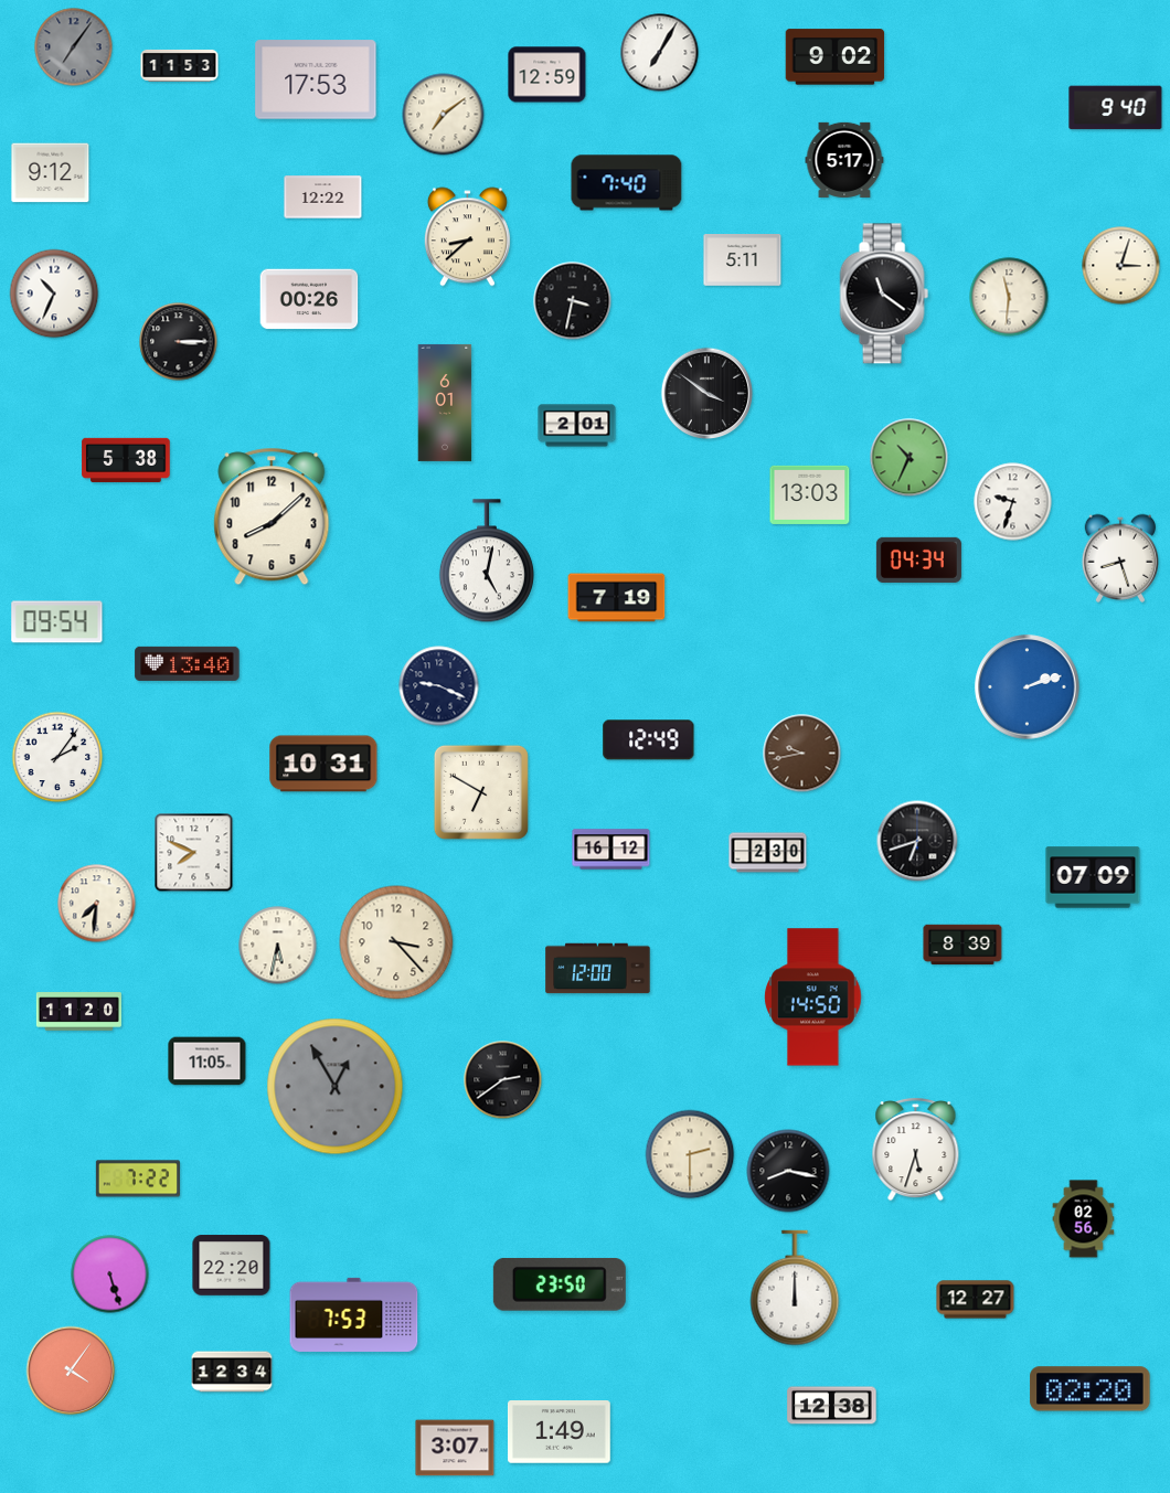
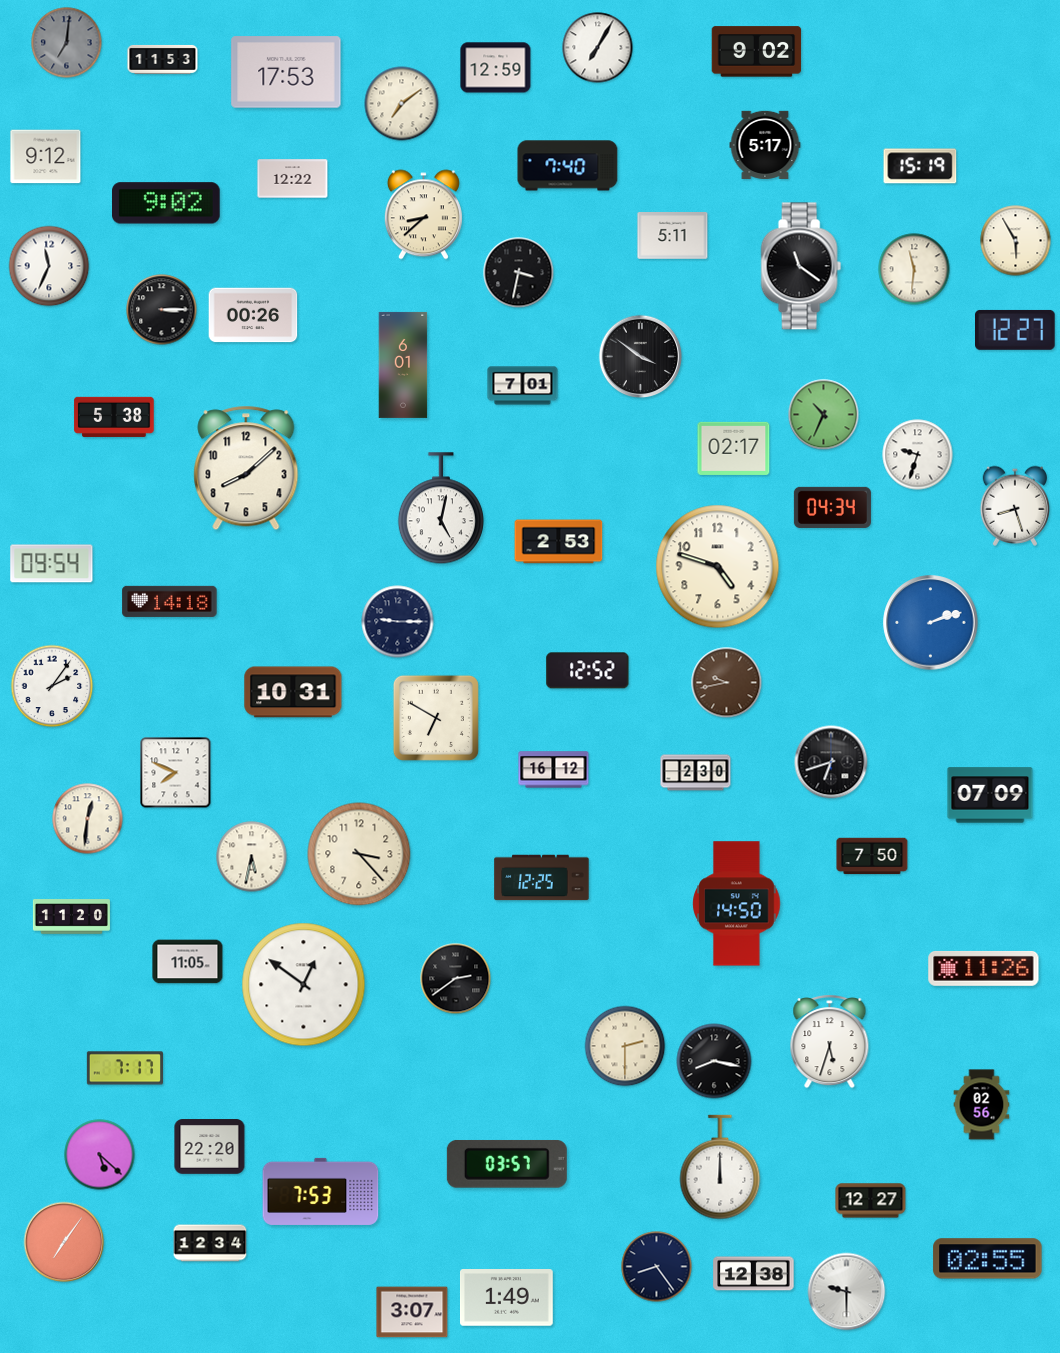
clock at (74, 47): 7:06 -> 7:01
clock at (1116, 108): 9:40 -> none
clock at (920, 166): none -> 15:19
clock at (167, 203): none -> 9:02
clock at (1121, 266): 3:03 -> 5:55
clock at (54, 294): 10:34 -> 11:34
clock at (309, 299) position: (309, 299) -> (253, 315)
clock at (1016, 330): none -> 12:27
clock at (577, 426): 2:01 -> 7:01
clock at (810, 494): 13:03 -> 02:17
clock at (617, 598): 7:19 -> 2:53
clock at (718, 567): none -> 4:48
clock at (188, 663): 13:40 -> 14:18
clock at (439, 686): 9:19 -> 9:15
clock at (649, 740): 12:49 -> 12:52
clock at (97, 904): 7:31 -> 12:31
clock at (962, 945): 8:39 -> 7:50
clock at (598, 969): 12:00 -> 12:25
clock at (984, 968): none -> 11:26
clock at (336, 1087): 12:55 -> 12:51
clock at (336, 1087) dial: grey -> white
clock at (137, 1179): 7:22 -> 7:17
clock at (110, 1275): 5:27 -> 5:22
clock at (560, 1284): 23:50 -> 03:57
clock at (976, 1300) position: (976, 1300) -> (871, 1201)
clock at (71, 1371): 4:06 -> 7:06
clock at (1091, 1389): 02:20 -> 02:55
clock at (657, 1267): none -> 8:24
clock at (847, 1292): none -> 9:30
